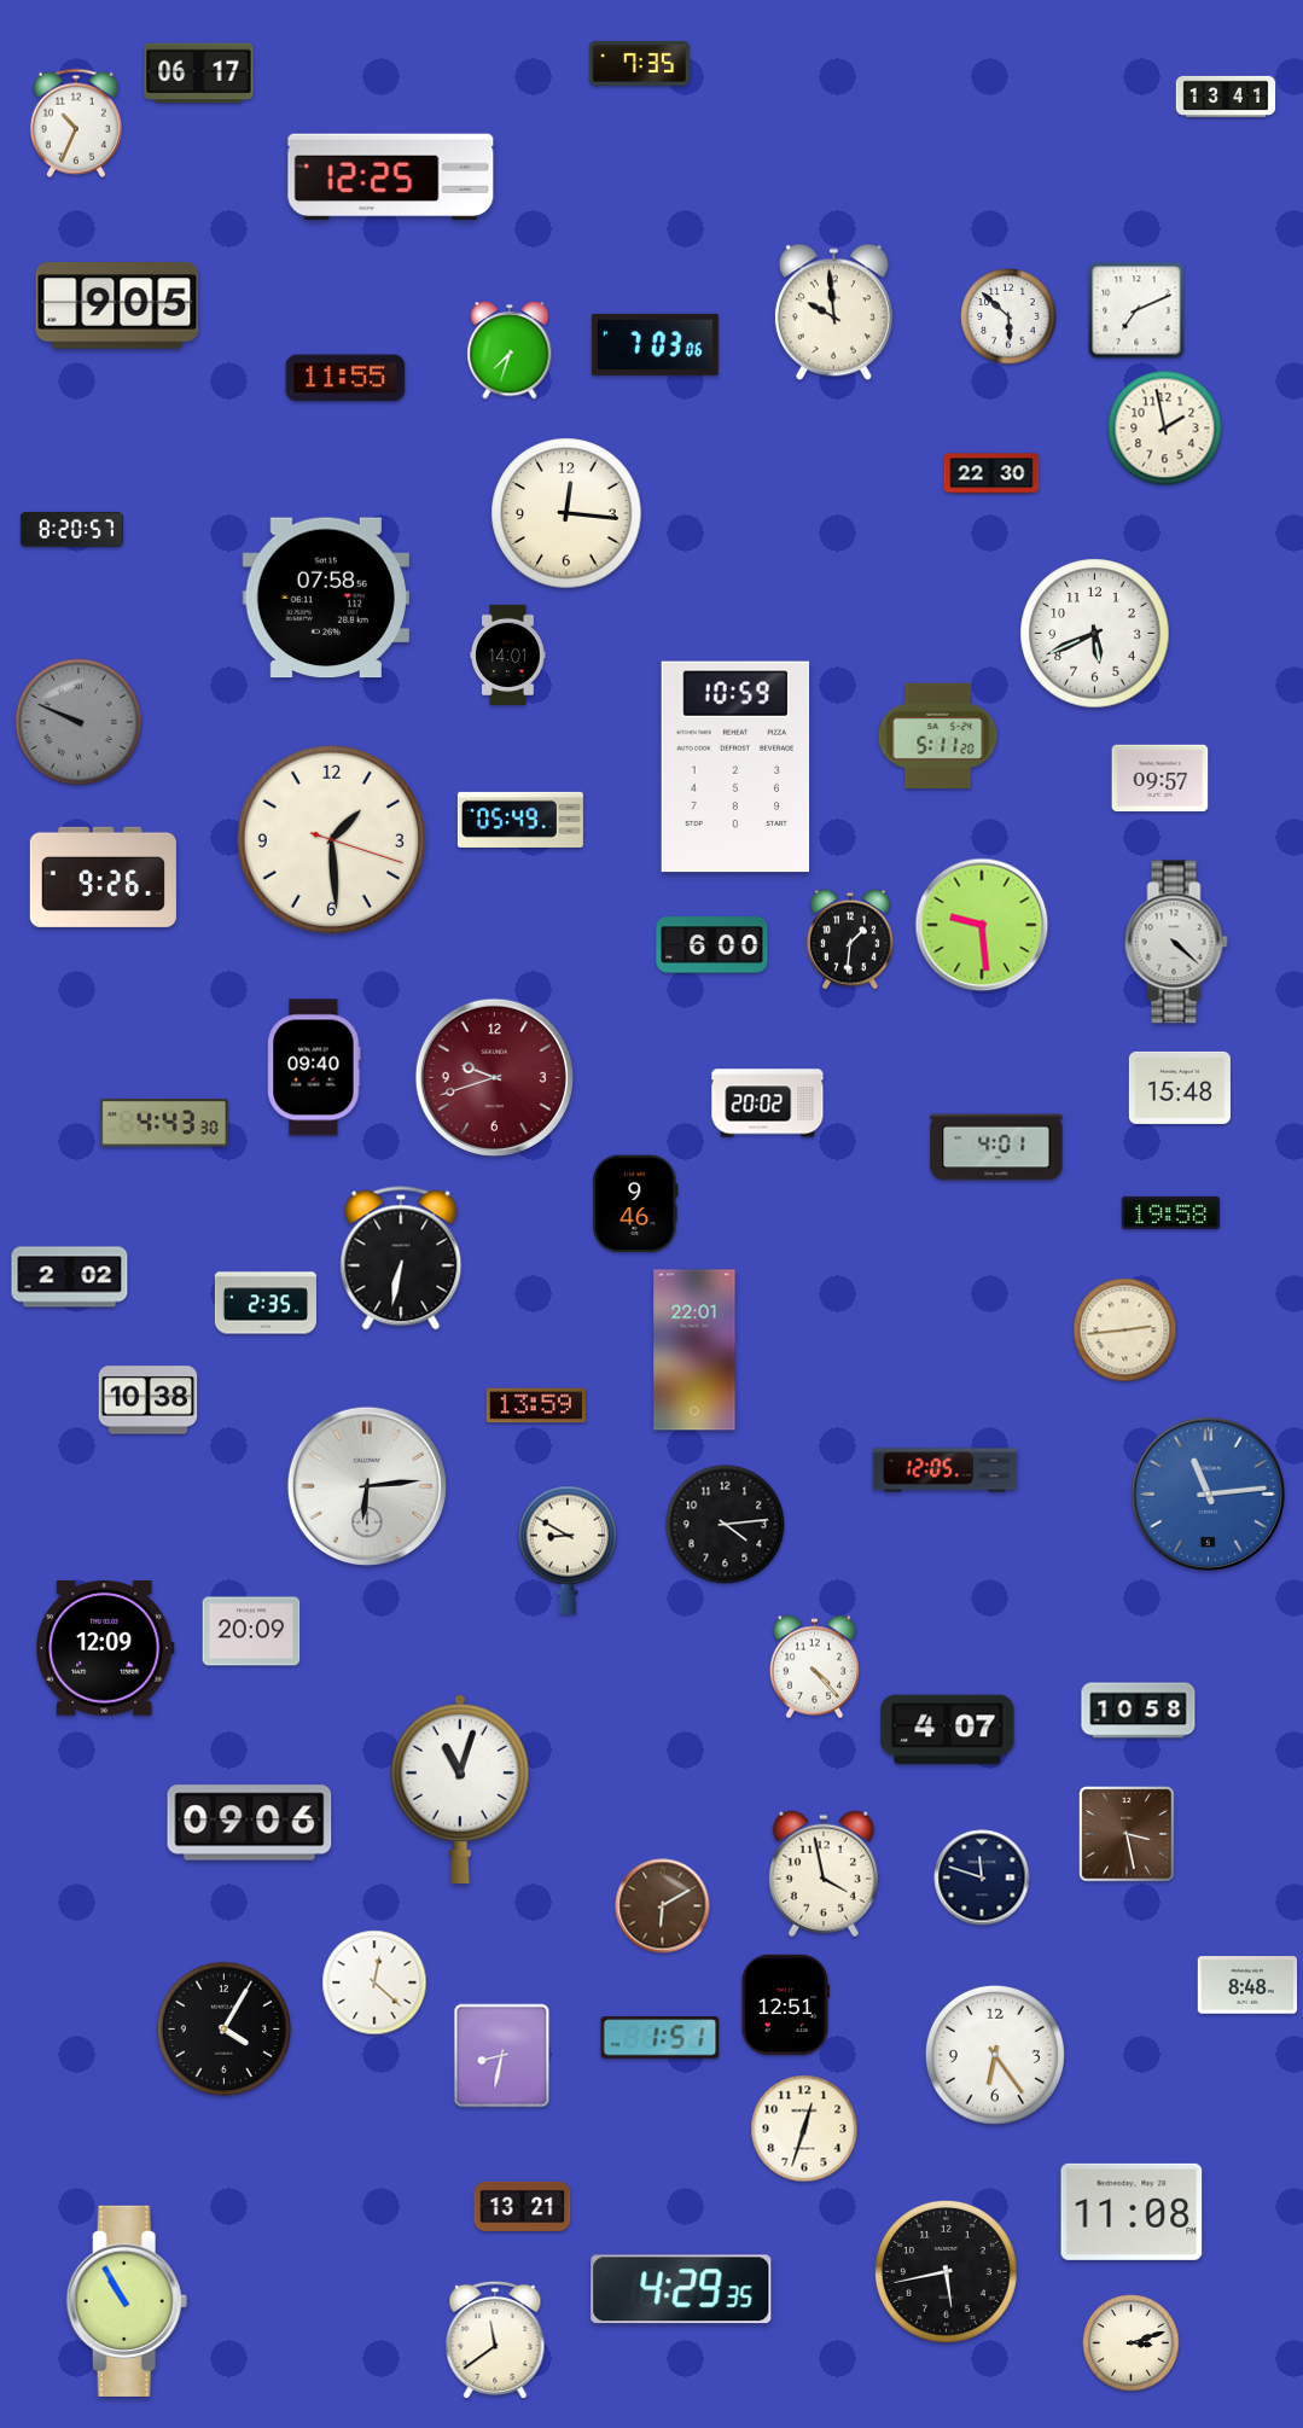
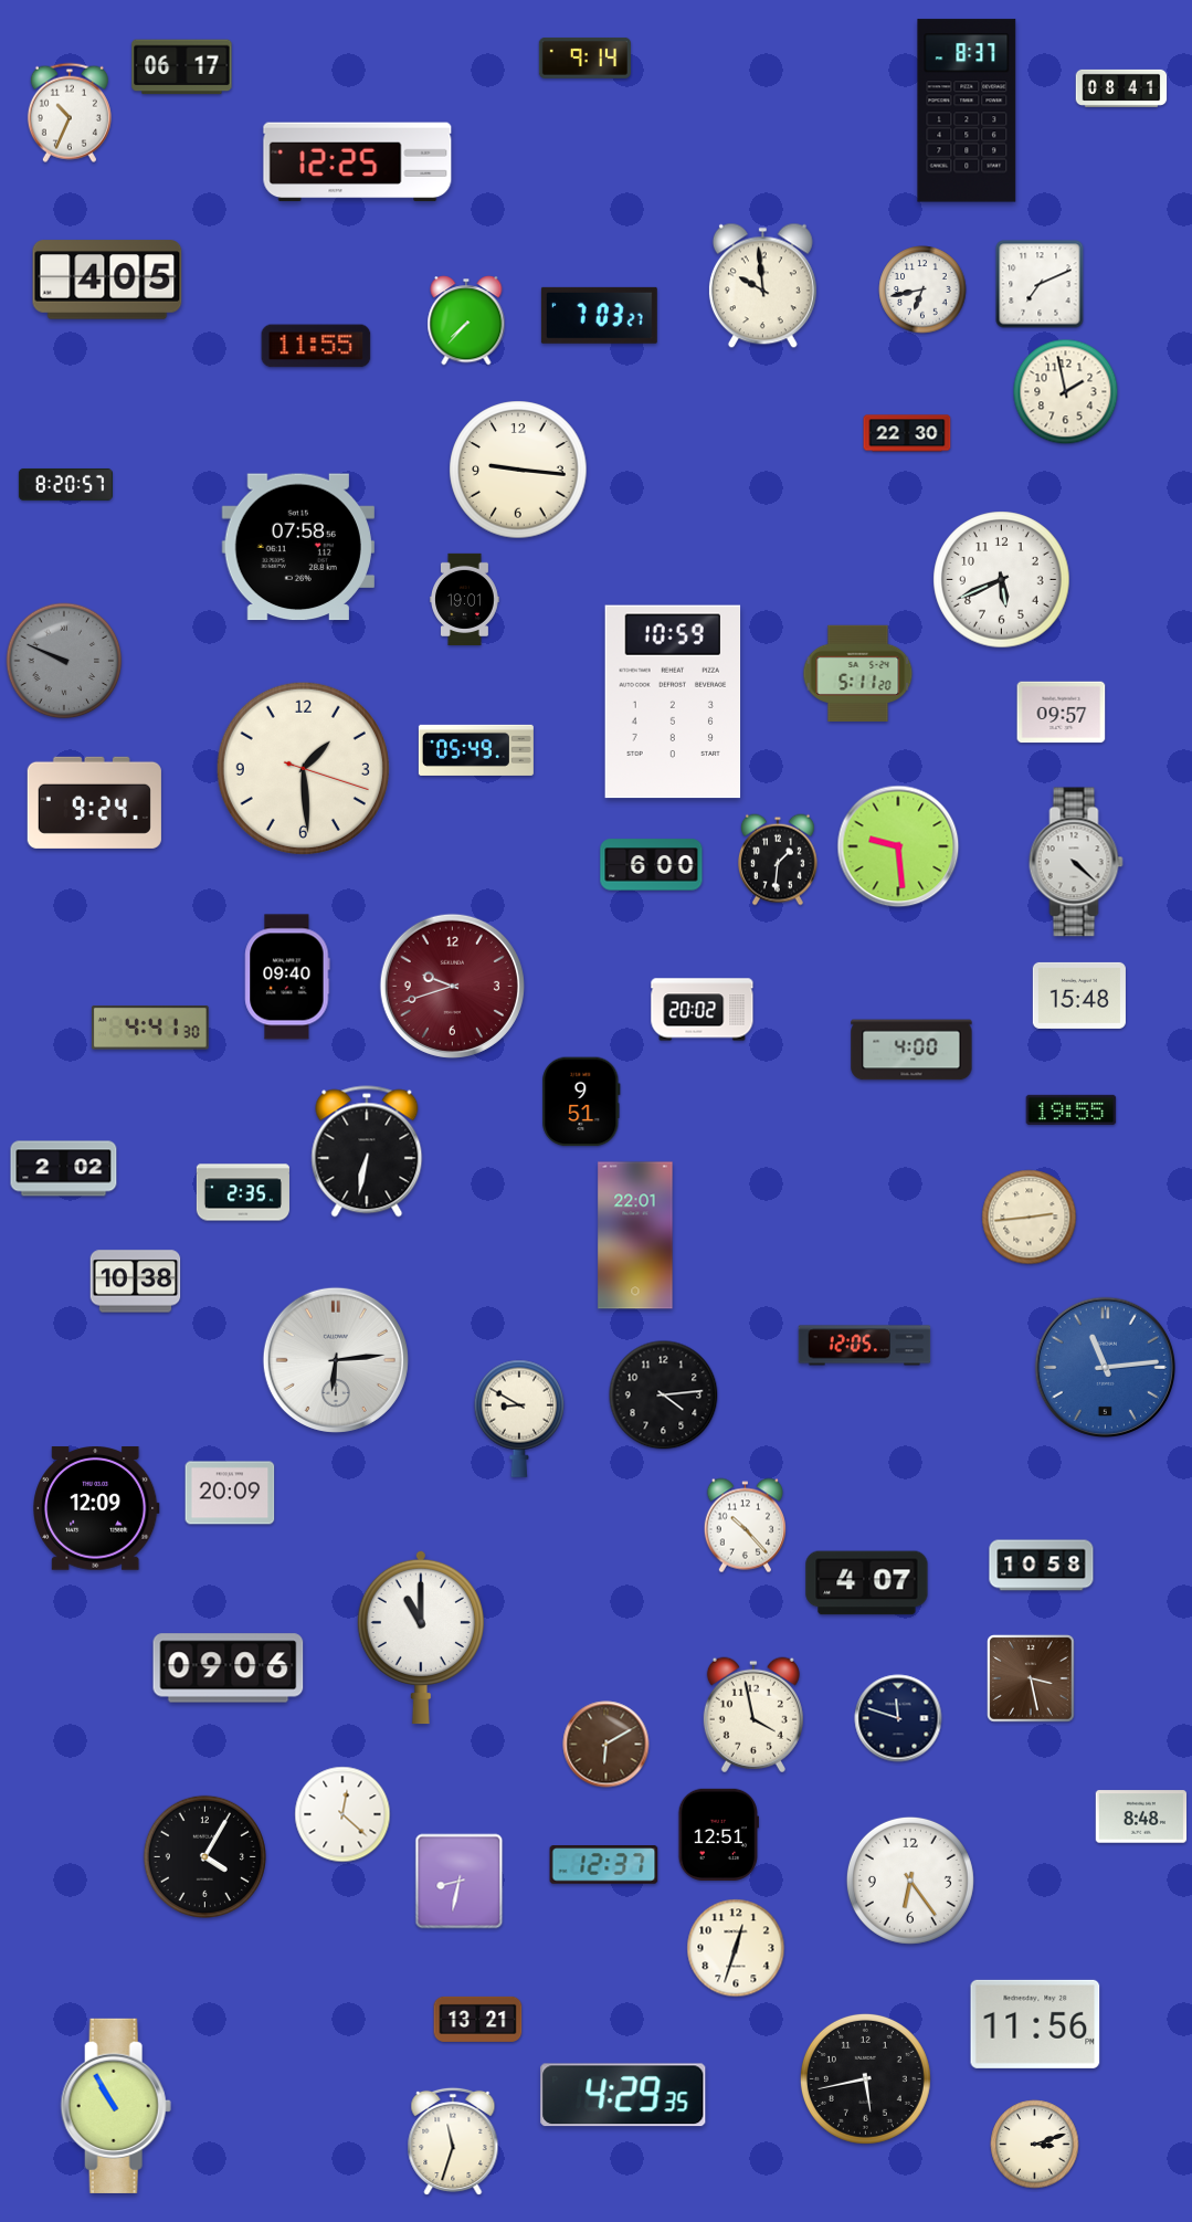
clock at (639, 63): 7:35 -> 9:14
clock at (1226, 97): 13:41 -> 08:41
clock at (967, 110): none -> 8:37
clock at (117, 305): 9:05 -> 4:05
clock at (1008, 316): 5:52 -> 6:43
clock at (655, 344): 7:03:06 -> 7:03:27
clock at (510, 350): 7:33 -> 7:37
clock at (566, 513): 12:16 -> 9:16
clock at (508, 654): 14:01 -> 19:01
clock at (78, 722) position: (78, 722) -> (64, 661)
clock at (103, 877): 9:26 -> 9:24
clock at (164, 1123): 4:43 -> 4:41
clock at (996, 1147): 4:01 -> 4:00
clock at (635, 1204): 9:46 -> 9:51
clock at (1171, 1212): 19:58 -> 19:55
clock at (536, 1405): 13:59 -> none
clock at (814, 1667): 4:23 -> 10:23
clock at (460, 1789): 11:03 -> 11:00
clock at (661, 2038): 1:51 -> 12:37
clock at (1132, 2212): 11:08 -> 11:56
clock at (495, 2340): 11:39 -> 11:33
